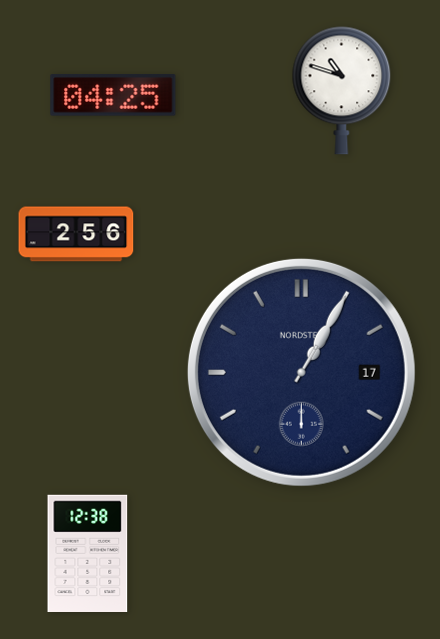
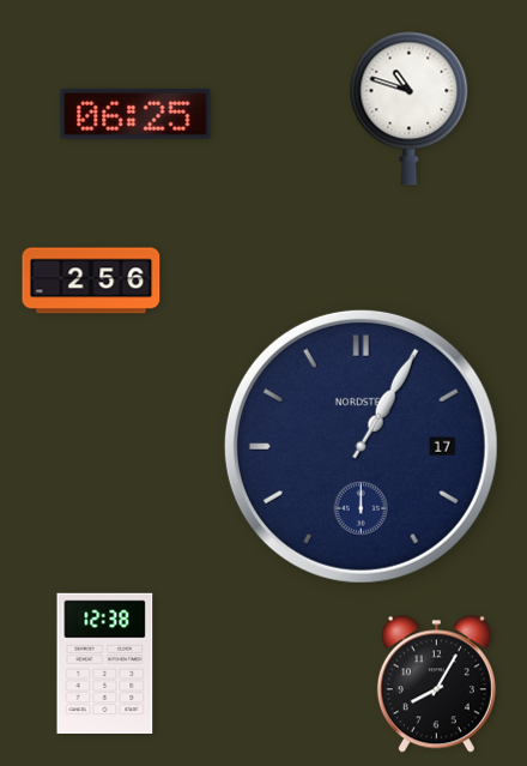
clock at (113, 95): 04:25 -> 06:25
clock at (436, 684): none -> 8:05
